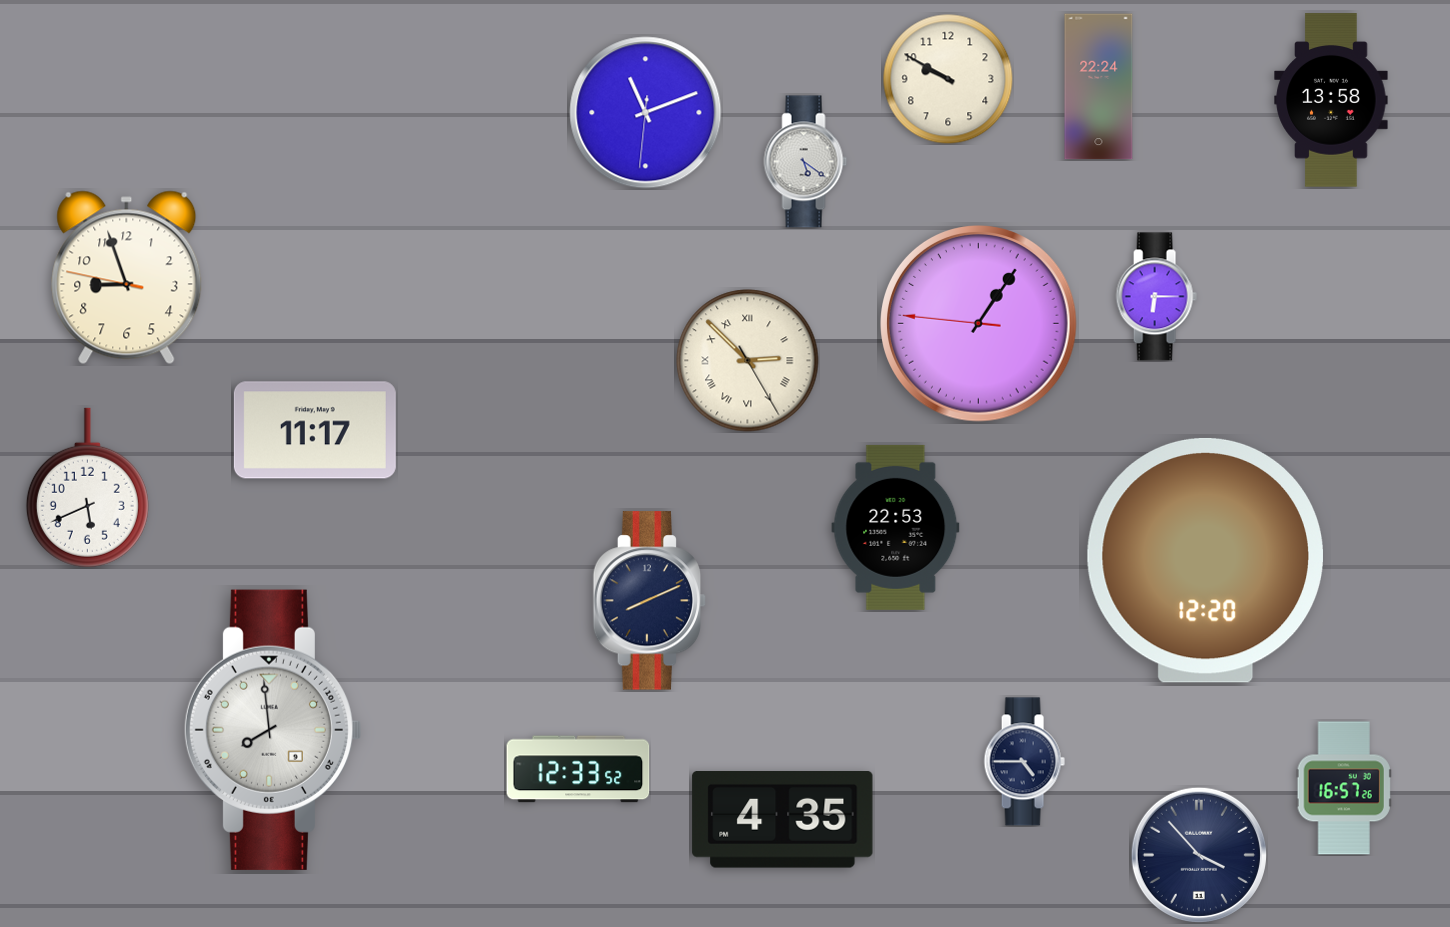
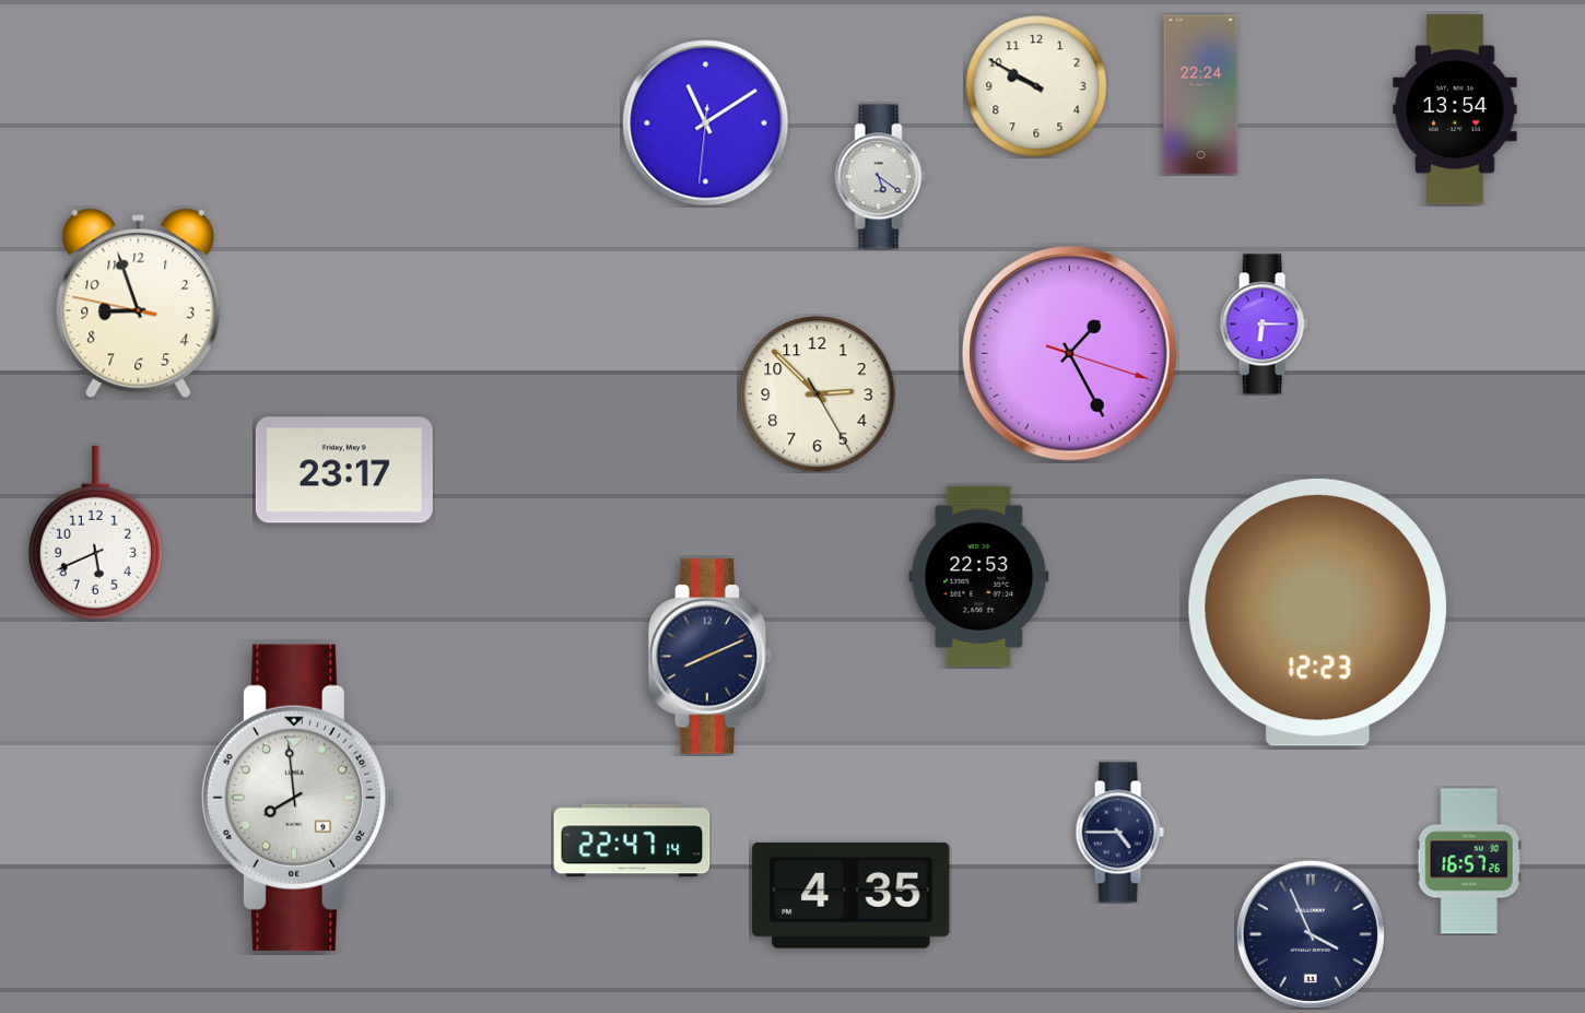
clock at (1331, 100): 13:58 -> 13:54
clock at (646, 113): 11:11 -> 11:09
clock at (979, 324): 1:05 -> 1:25
clock at (748, 361) numerals: Roman -> Arabic
clock at (315, 430): 11:17 -> 23:17
clock at (1205, 560): 12:20 -> 12:23
clock at (578, 769): 12:33 -> 22:47
clock at (783, 820) position: (783, 820) -> (852, 896)
clock at (1199, 855): 3:53 -> 3:56
